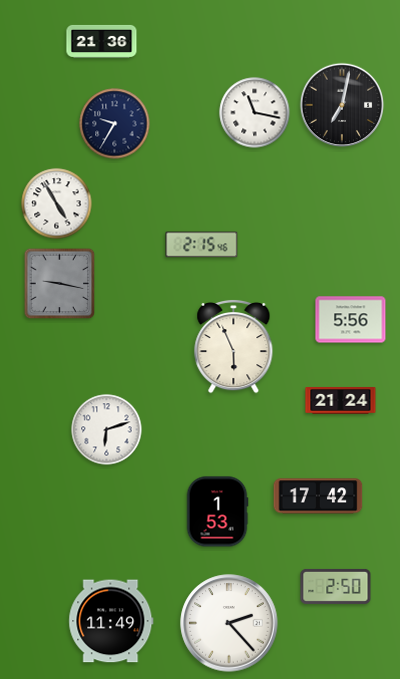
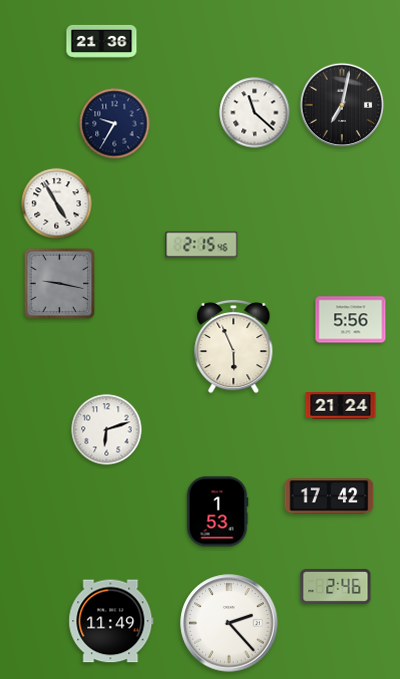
clock at (255, 113): 11:17 -> 11:22
clock at (341, 401) position: (341, 401) -> (341, 406)
clock at (318, 496) position: (318, 496) -> (329, 496)
clock at (336, 586): 2:50 -> 2:46
